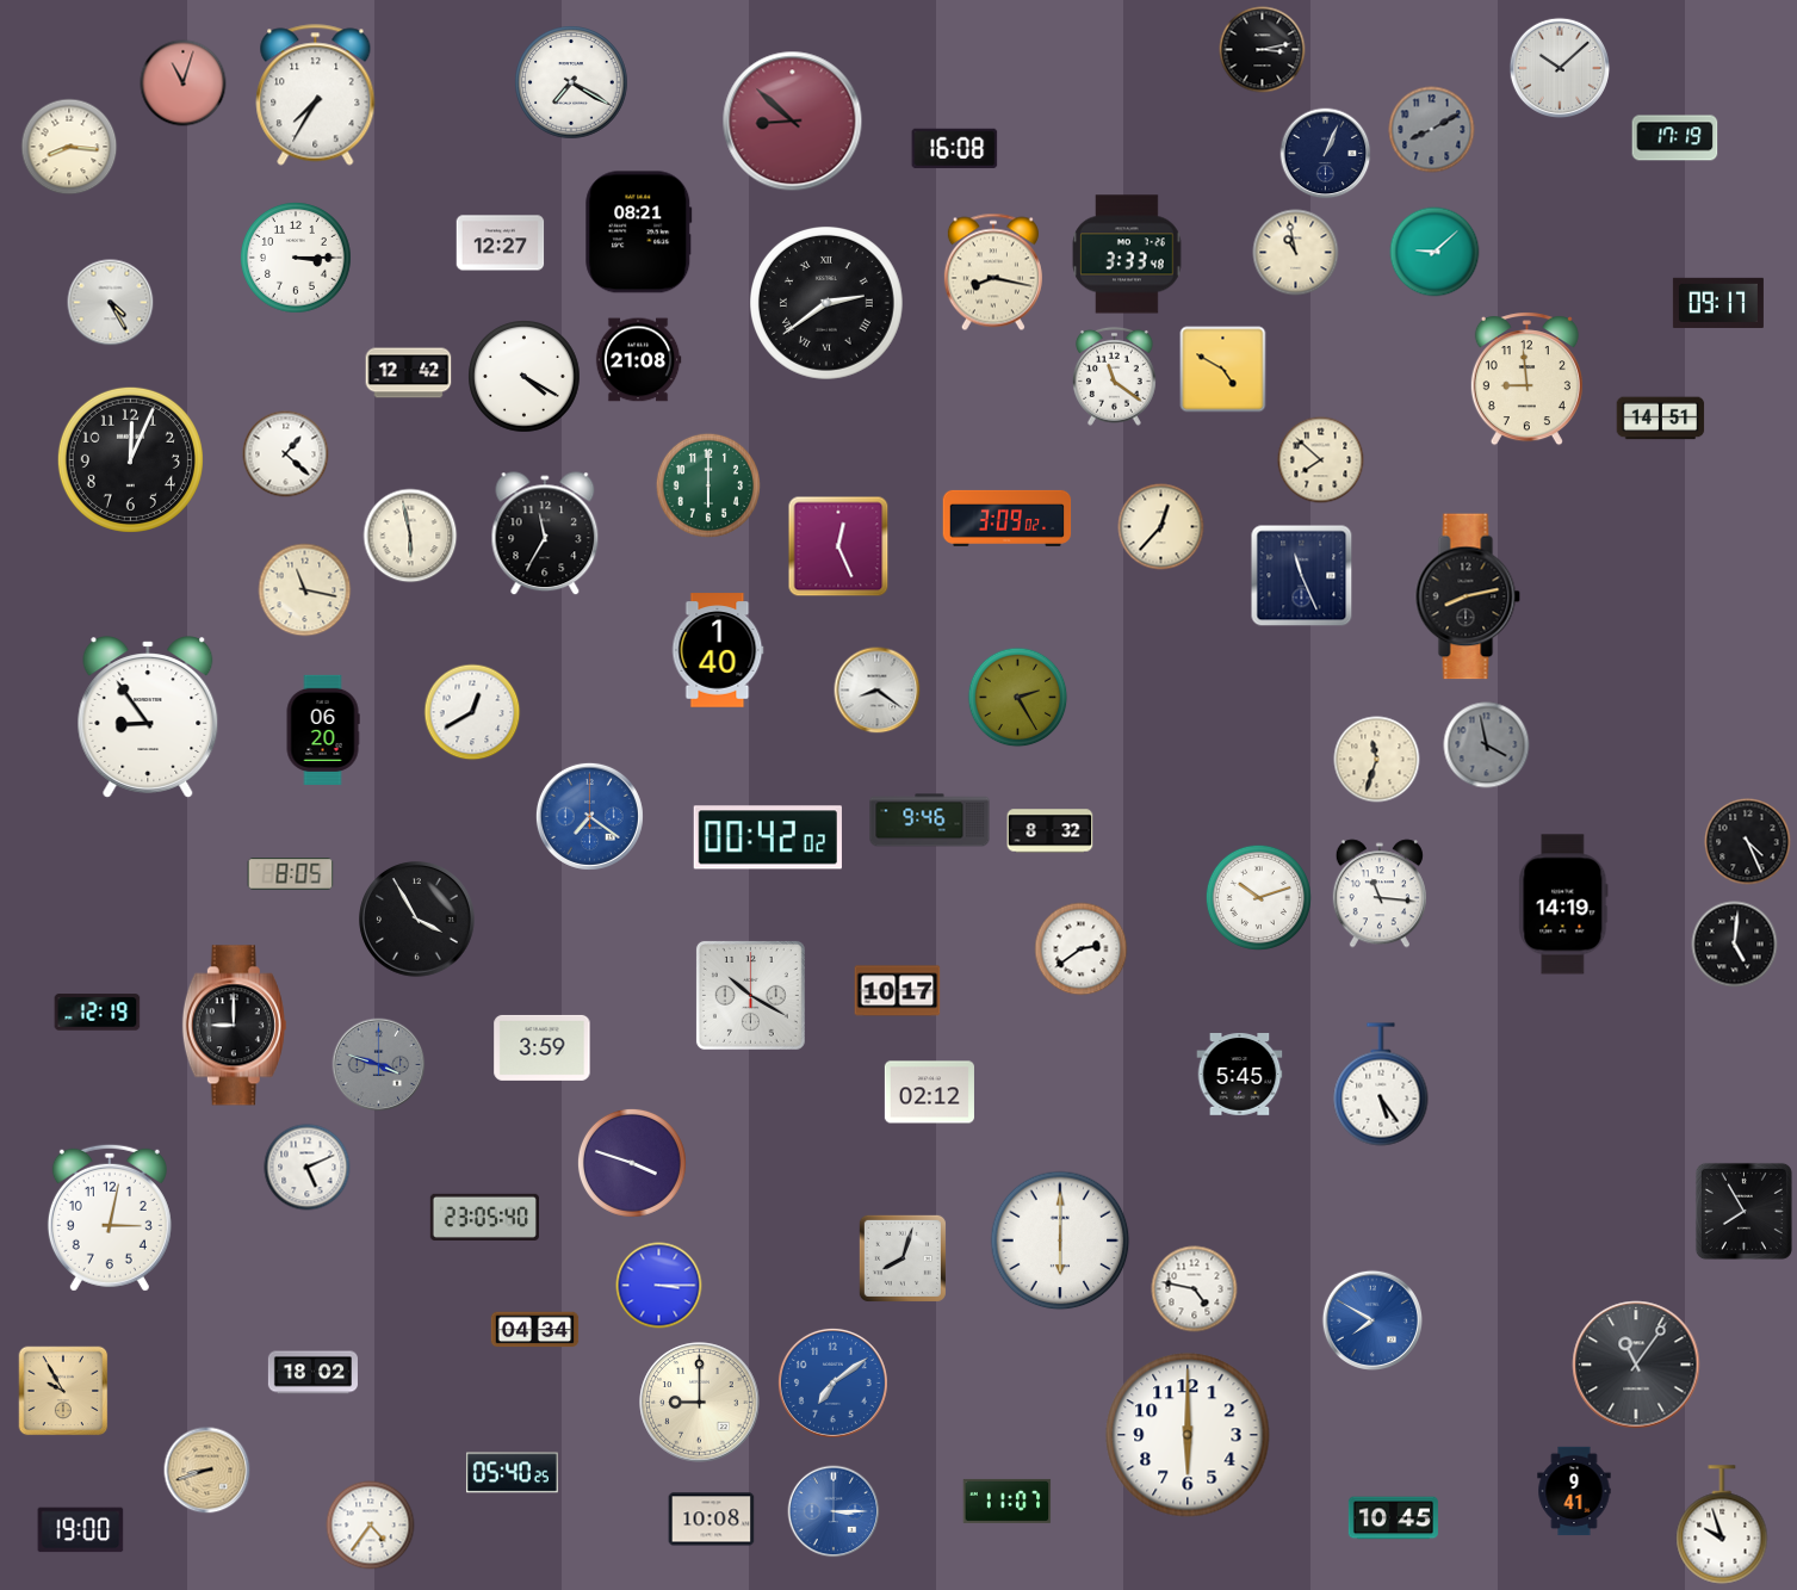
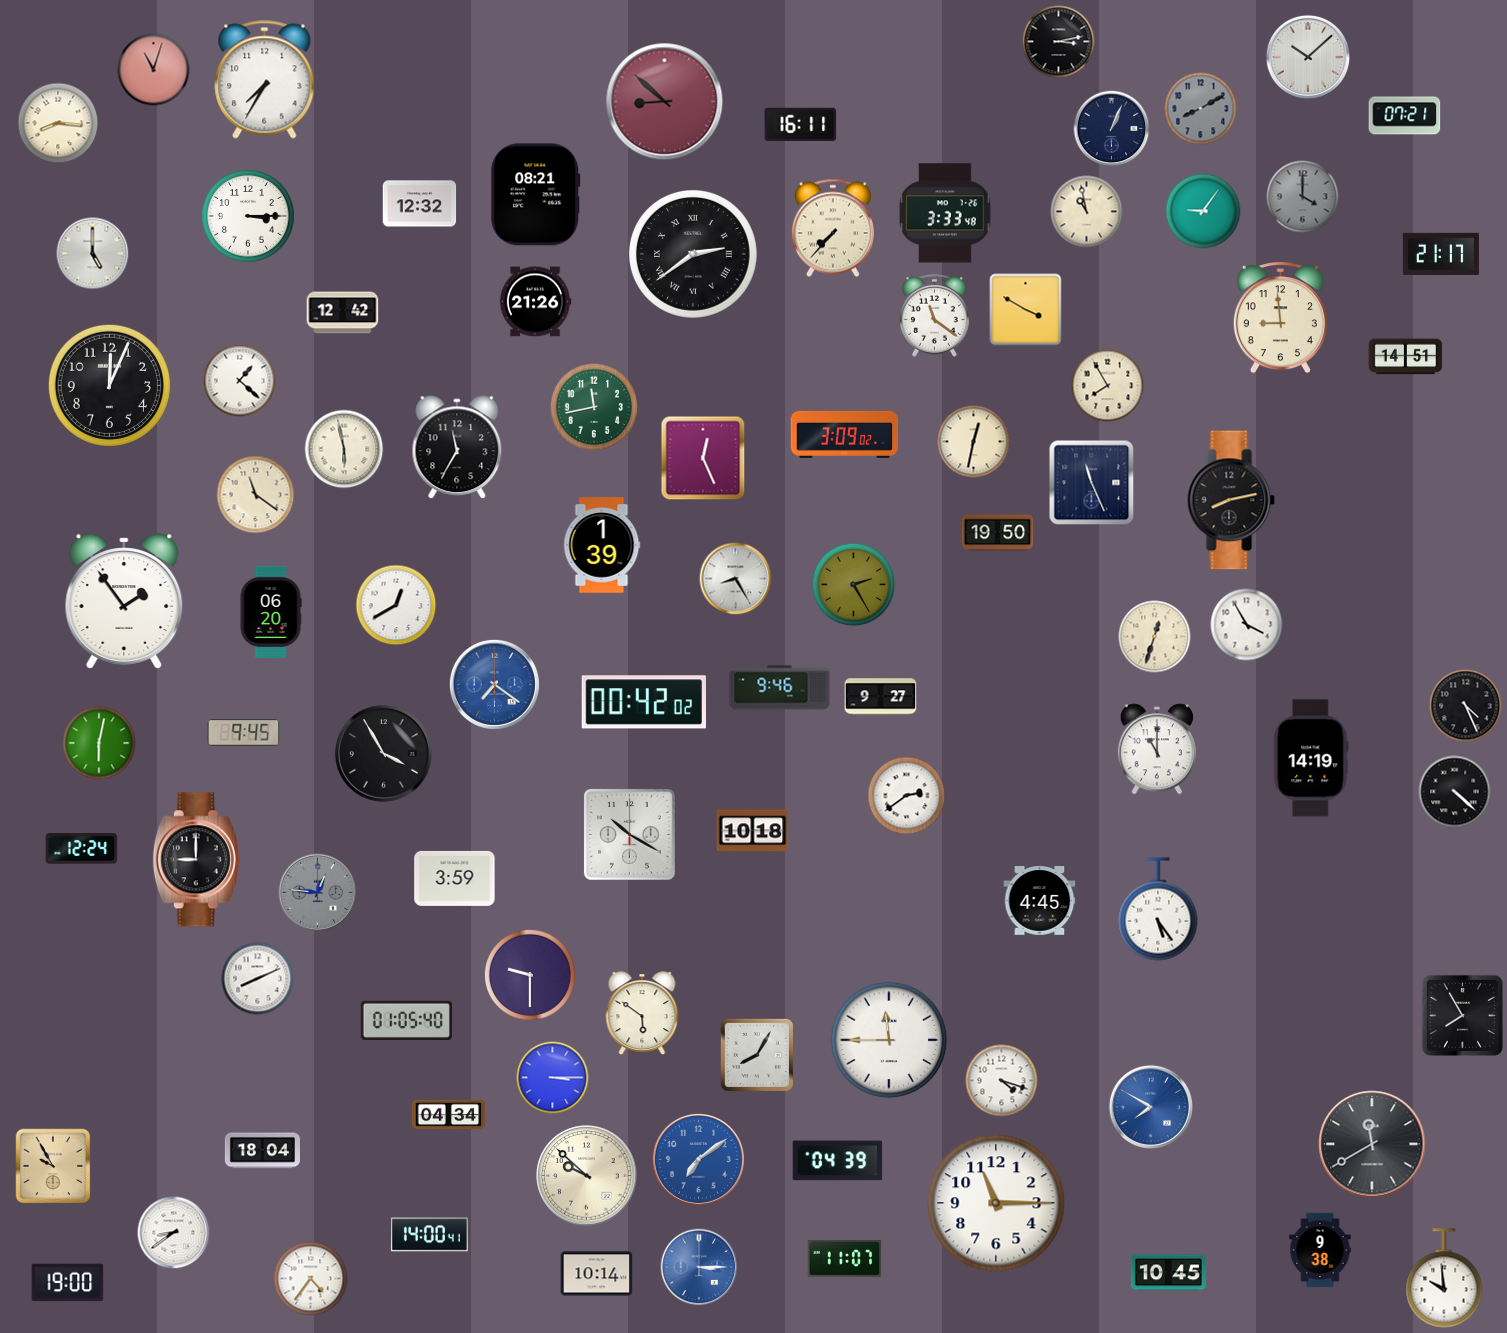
clock at (571, 82): 7:20 -> none
clock at (1675, 138): 17:19 -> 07:21
clock at (955, 148): 16:08 -> 16:11
clock at (1303, 197): none -> 4:00
clock at (501, 243): 12:27 -> 12:32
clock at (1434, 252): 9:08 -> 9:06
clock at (993, 272): 8:17 -> 7:37
clock at (111, 303): 4:25 -> 5:00
clock at (1718, 303): 09:17 -> 21:17
clock at (638, 360): 21:08 -> 21:26
clock at (1223, 370): 4:50 -> 3:50
clock at (525, 377): 4:20 -> none
clock at (1661, 419) position: (1661, 419) -> (1406, 357)
clock at (1321, 460): 7:52 -> 7:55
clock at (708, 485): 6:00 -> 11:43
clock at (1161, 527): 12:37 -> 12:32
clock at (305, 590): 11:17 -> 11:21
clock at (998, 533): none -> 19:50
clock at (718, 650): 1:40 -> 1:39
clock at (878, 691): 8:21 -> 8:25
clock at (472, 712) position: (472, 712) -> (396, 605)
clock at (148, 717): 8:54 -> 1:54
clock at (1487, 745): 3:58 -> 3:55
clock at (1487, 745) dial: grey -> white
clock at (1377, 760): 11:33 -> 12:33
clock at (1051, 831): 8:32 -> 9:27
clock at (291, 874): 8:05 -> 9:45
clock at (99, 743): none -> 6:02
clock at (1380, 893): 11:16 -> 11:00
clock at (1258, 897): 10:12 -> none
clock at (417, 920) position: (417, 920) -> (384, 754)
clock at (1735, 945): 5:01 -> 4:22
clock at (898, 991): 10:17 -> 10:18
clock at (98, 1013): 12:19 -> 12:24
clock at (379, 1065): 3:48 -> 12:46
clock at (1240, 1075): 5:45 -> 4:45
clock at (929, 1093): 02:12 -> none
clock at (632, 1163): 3:48 -> 9:30
clock at (308, 1168): 5:11 -> 8:11
clock at (642, 1014): none -> 5:51
clock at (484, 1217): 23:05 -> 01:05
clock at (110, 1218): 3:02 -> none
clock at (1060, 1241): 6:00 -> 11:45
clock at (903, 1258): 8:03 -> 8:05
clock at (1195, 1289): 4:47 -> 4:18
clock at (1636, 1365): 11:06 -> 11:40
clock at (312, 1373): 18:02 -> 18:04
clock at (838, 1161): none -> 04:39
clock at (700, 1403): 9:00 -> 9:52
clock at (1188, 1435): 6:00 -> 11:15
clock at (207, 1471): 8:42 -> 8:39
clock at (207, 1471) dial: champagne -> white
clock at (512, 1473): 05:40 -> 14:00
clock at (1574, 1491): 9:41 -> 9:38
clock at (712, 1520): 10:08 -> 10:14
clock at (1722, 1524): 9:57 -> 9:59
